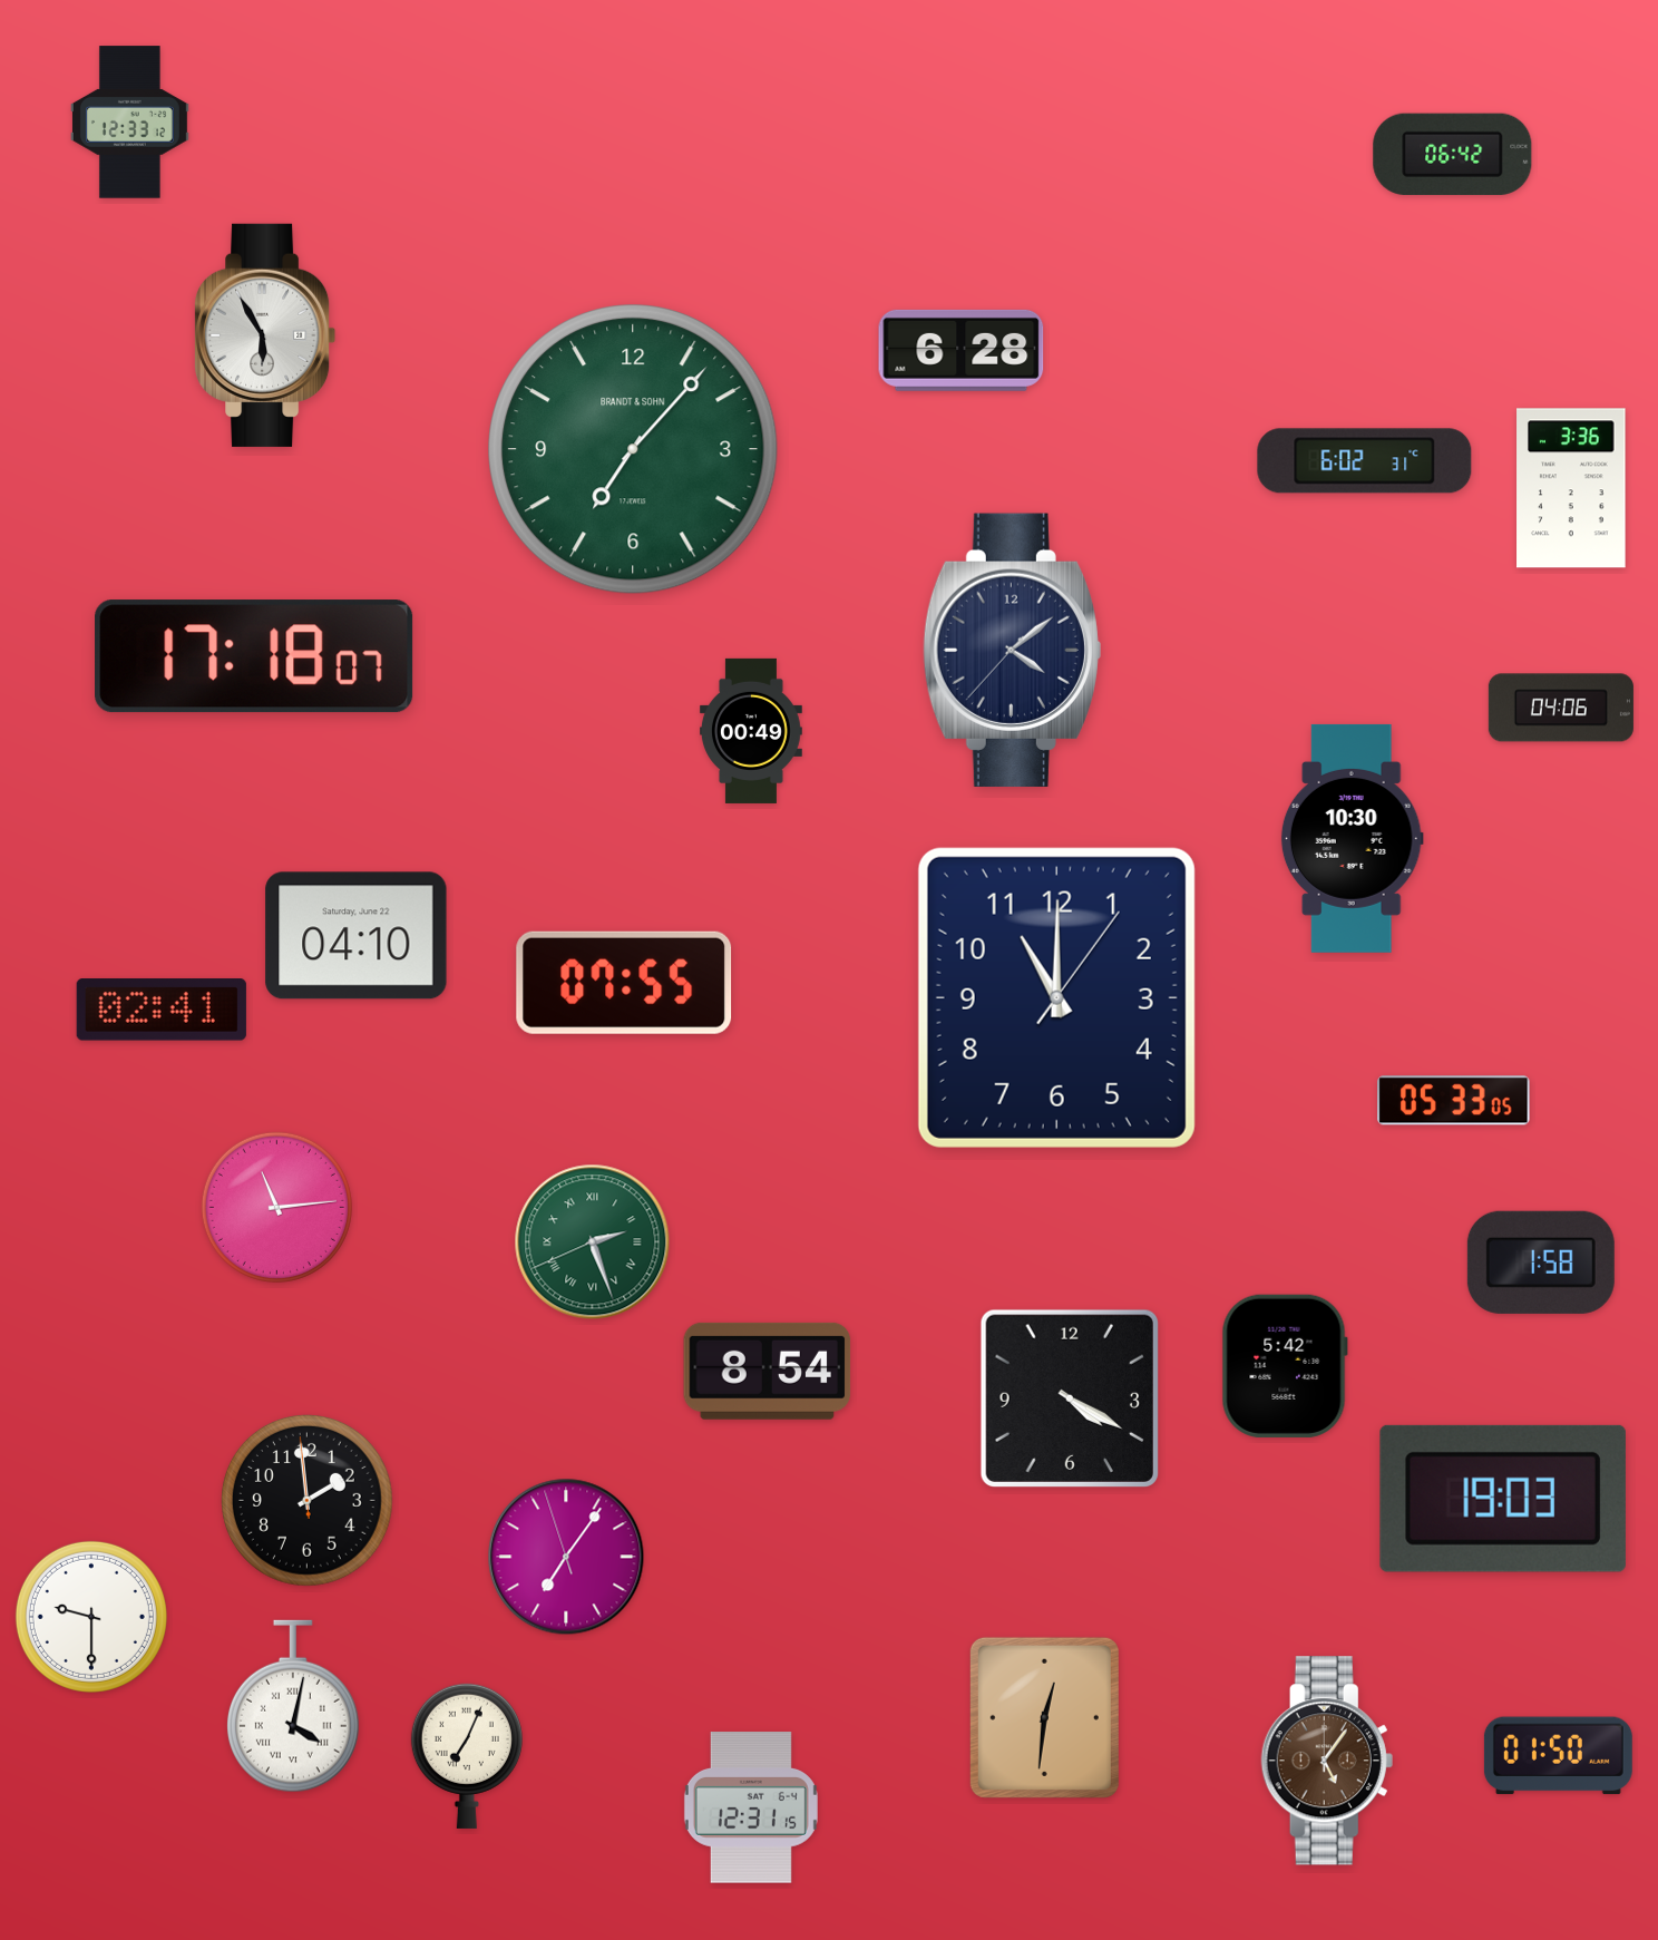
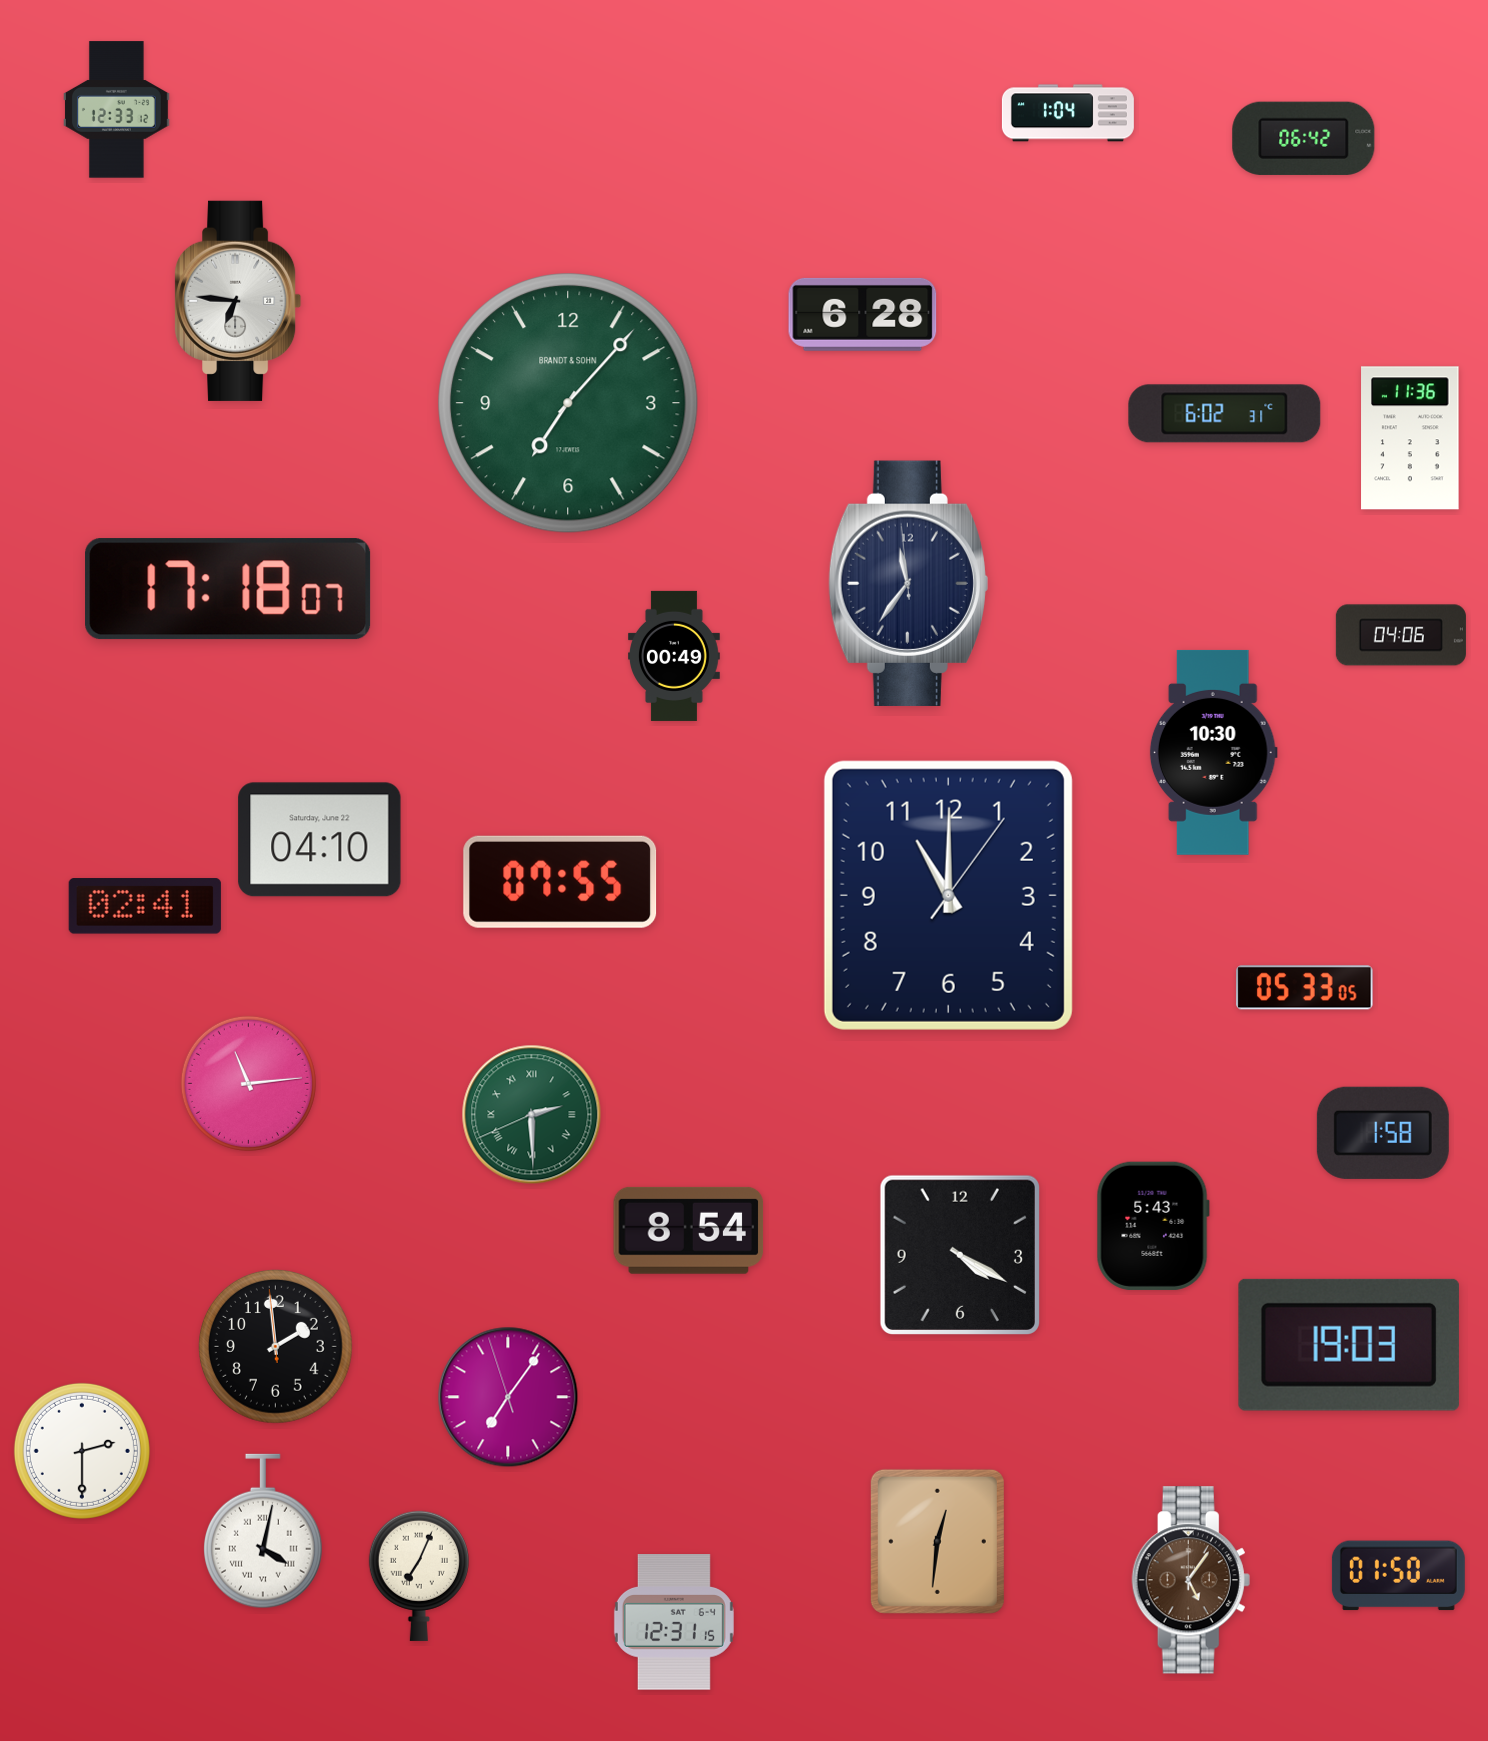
clock at (1068, 113): none -> 1:04
clock at (266, 335): 5:55 -> 6:46
clock at (1571, 488): 3:36 -> 11:36
clock at (1012, 650): 4:08 -> 11:35
clock at (593, 1242): 2:26 -> 2:29
clock at (1285, 1366): 5:42 -> 5:43
clock at (91, 1617): 9:30 -> 2:30
